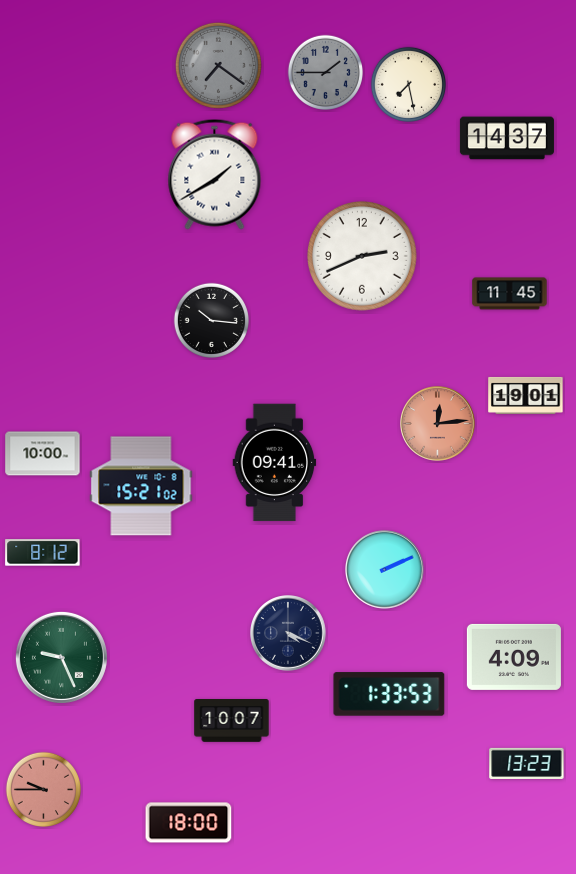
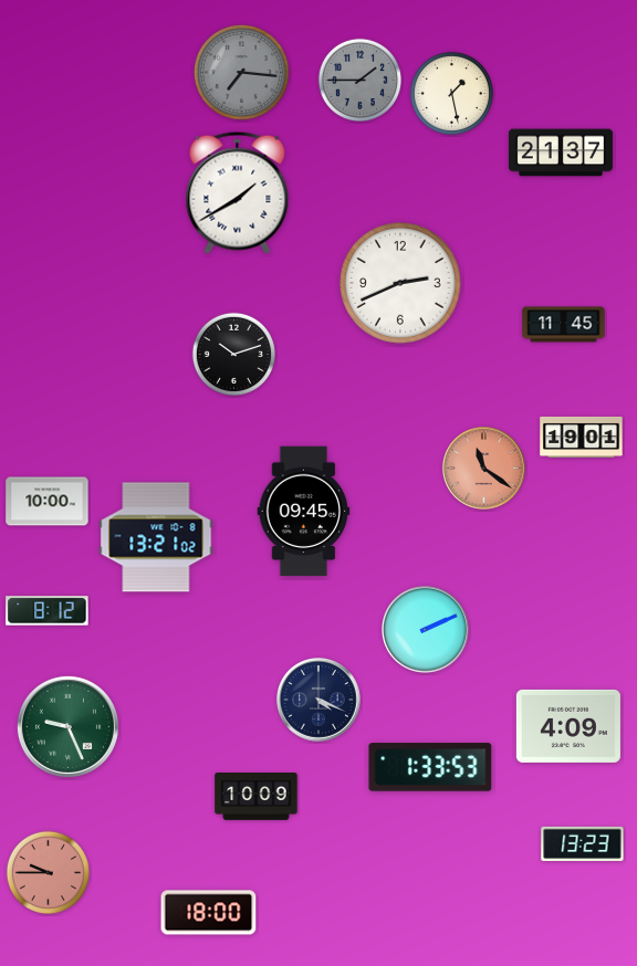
clock at (218, 65): 7:21 -> 7:16
clock at (408, 84): 7:28 -> 1:28
clock at (507, 138): 14:37 -> 21:37
clock at (211, 320): 10:16 -> 10:12
clock at (438, 424): 12:14 -> 11:21
clock at (275, 463): 09:41 -> 09:45
clock at (141, 486): 15:21 -> 13:21
clock at (232, 721): 10:07 -> 10:09
clock at (189, 823) position: (189, 823) -> (209, 913)
